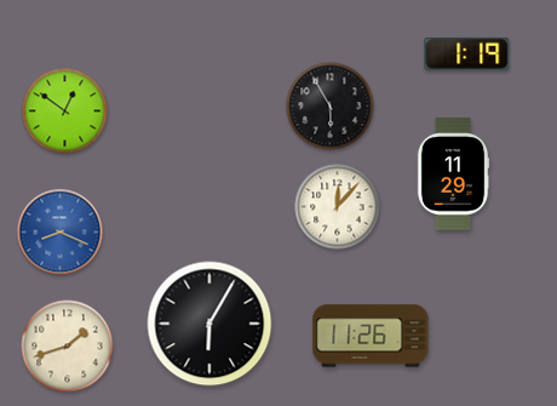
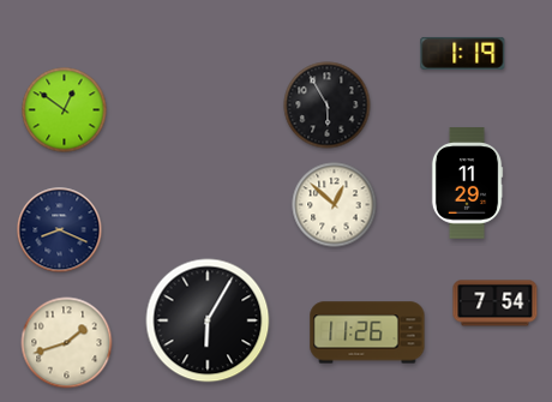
clock at (453, 175) position: (453, 175) -> (467, 184)
clock at (338, 207): 12:07 -> 12:52
clock at (61, 233) dial: blue -> navy
clock at (496, 304): none -> 7:54
